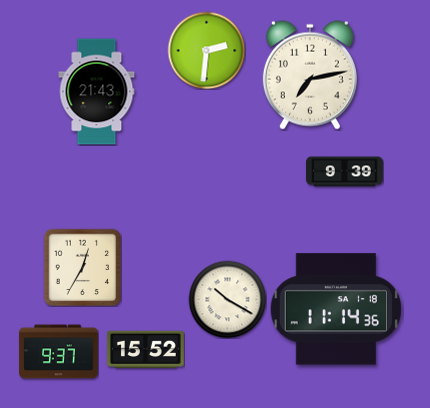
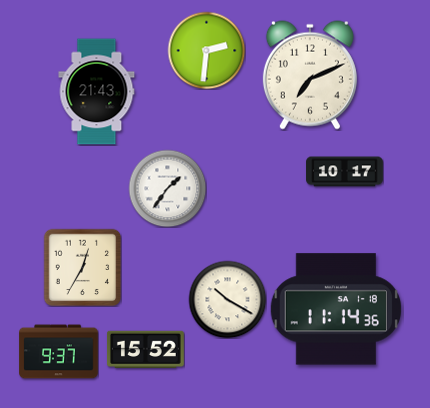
clock at (310, 75): 7:13 -> 7:11
clock at (345, 172): 9:39 -> 10:17
clock at (167, 188): none -> 1:36
